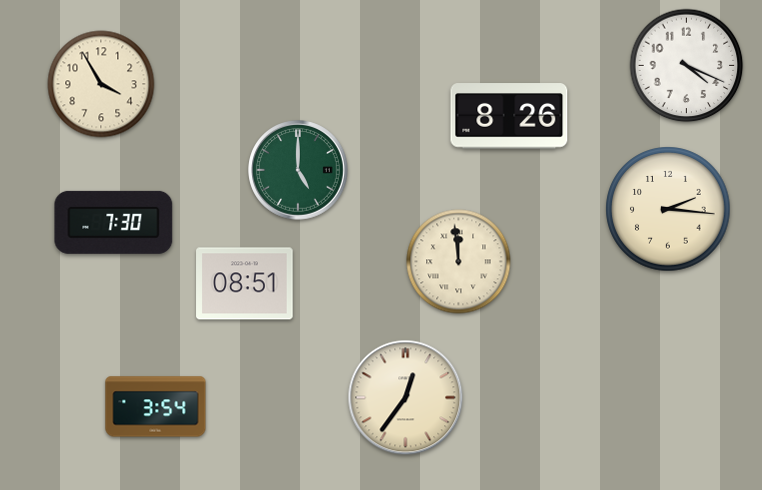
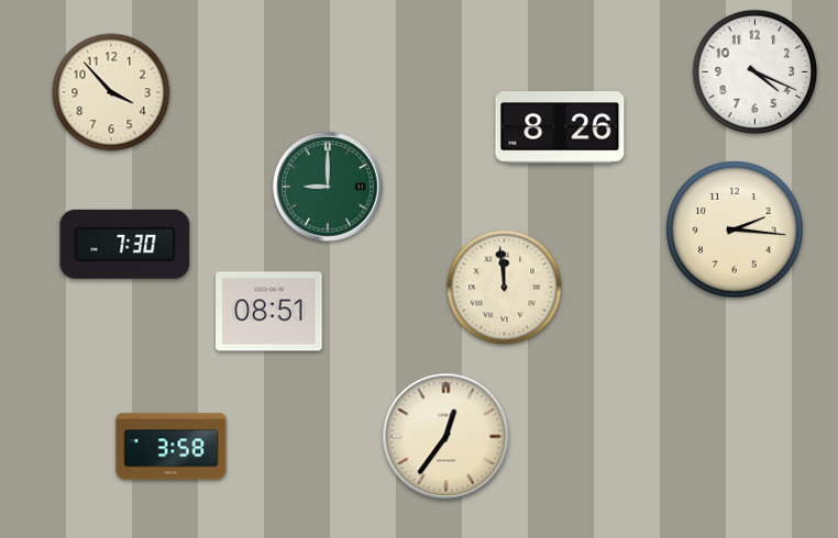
clock at (101, 84): 3:55 -> 3:53
clock at (298, 170): 5:00 -> 9:00
clock at (156, 407): 3:54 -> 3:58
